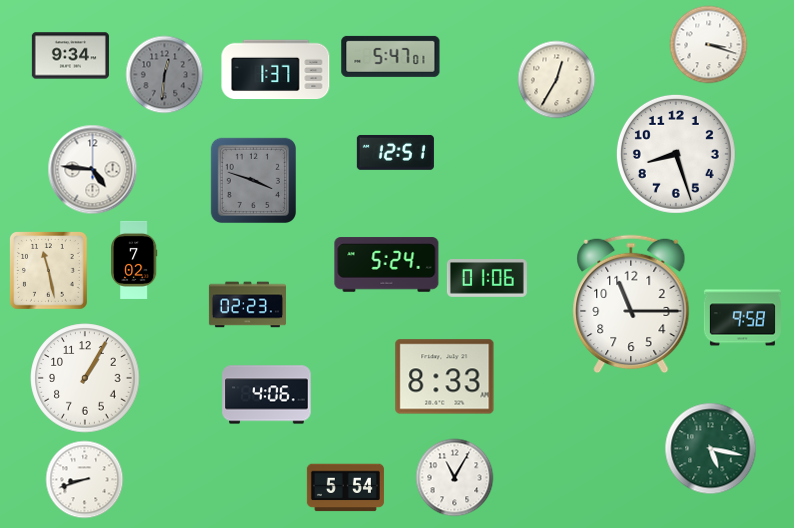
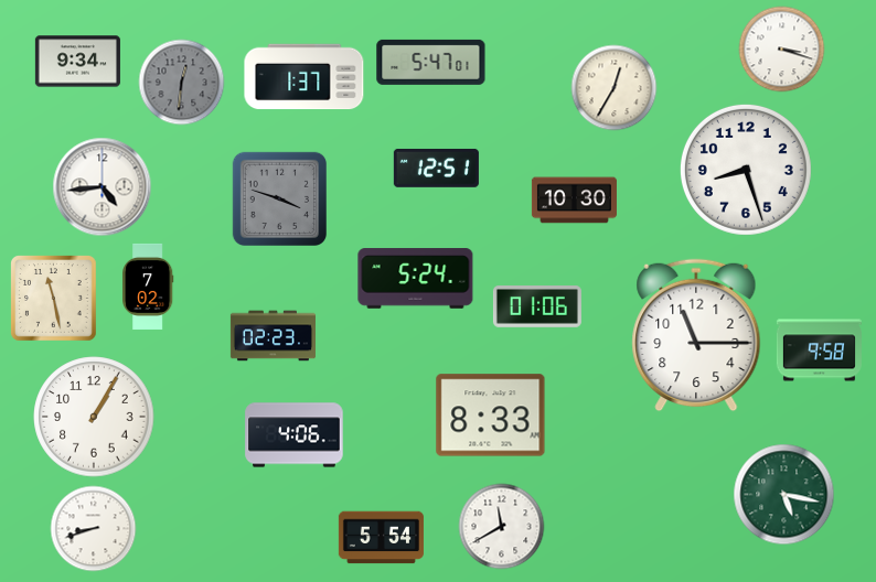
clock at (92, 169): 4:46 -> 4:44
clock at (574, 201): none -> 10:30
clock at (387, 265) position: (387, 265) -> (416, 279)
clock at (454, 477): 11:05 -> 11:40
